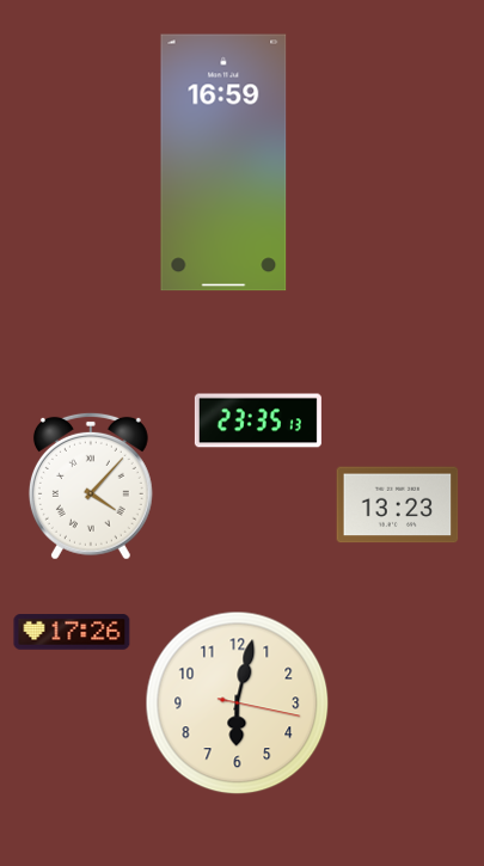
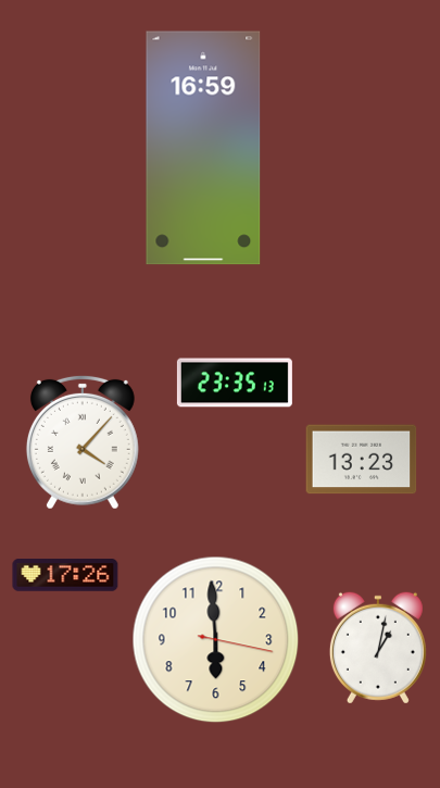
clock at (238, 704): 6:02 -> 5:59
clock at (378, 648): none -> 1:02
